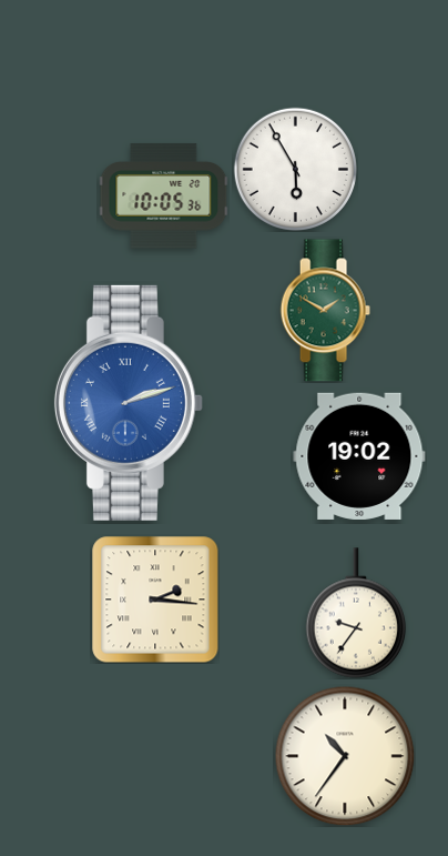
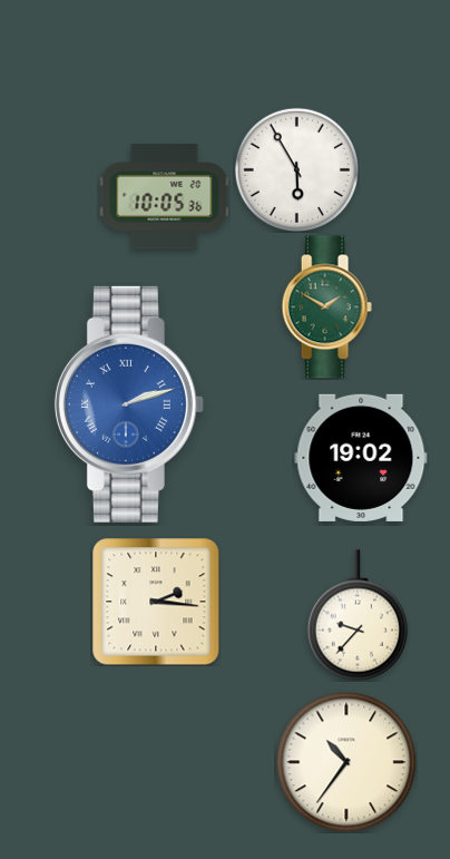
clock at (325, 311) position: (325, 311) -> (326, 308)
clock at (356, 613): 9:36 -> 9:37
clock at (345, 756) position: (345, 756) -> (346, 762)
